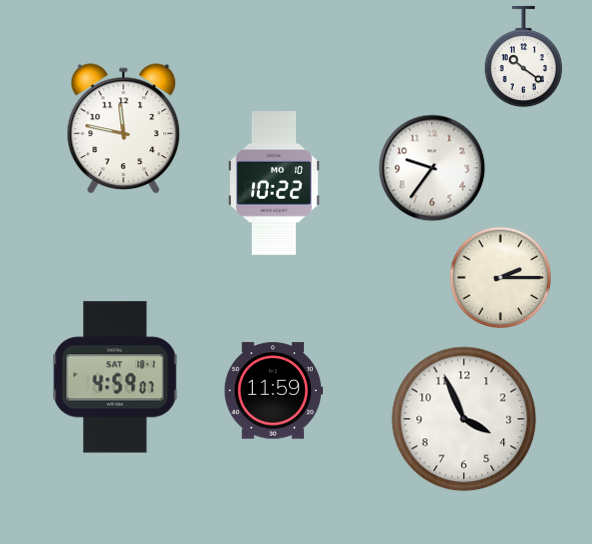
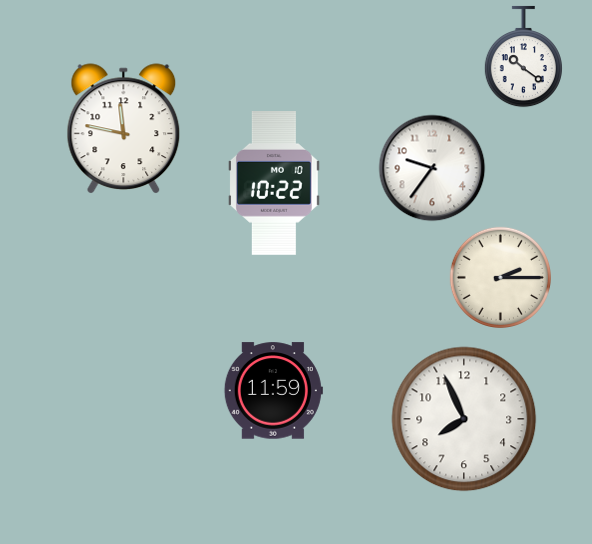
clock at (115, 377): 4:59 -> none
clock at (464, 419): 3:56 -> 7:56
